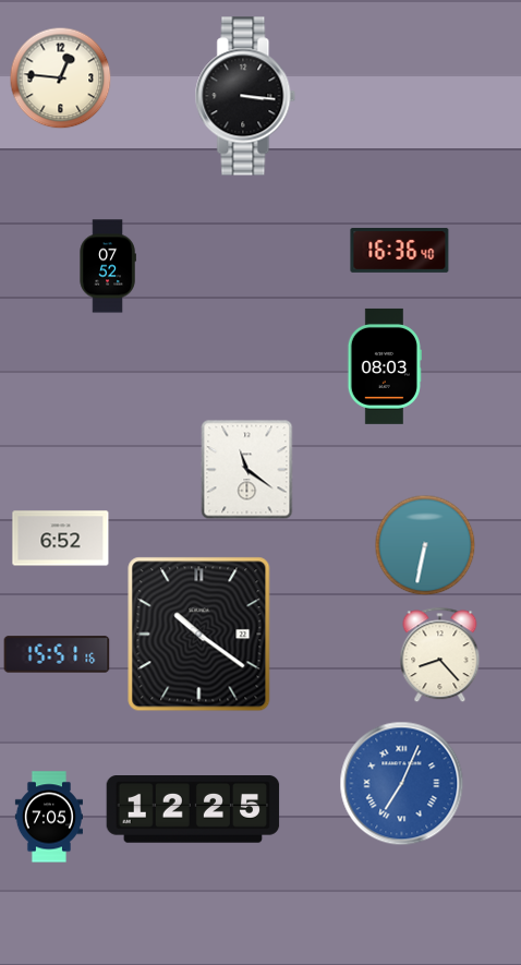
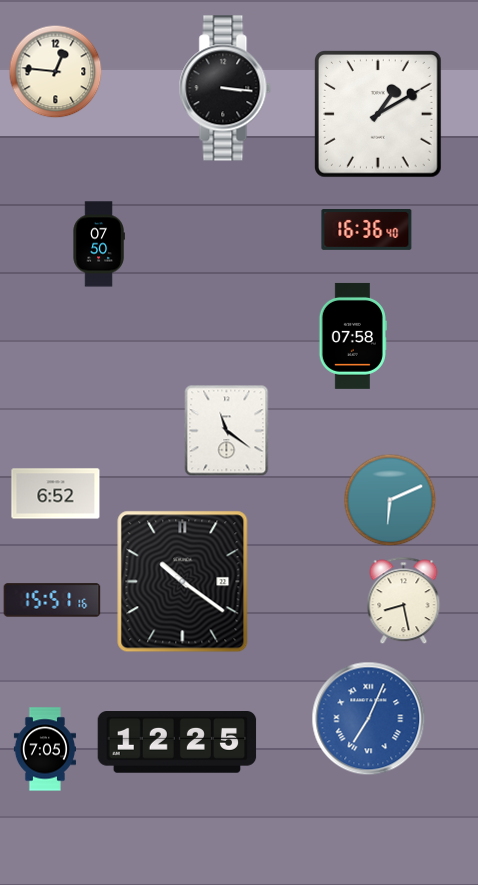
clock at (379, 115): none -> 1:10
clock at (108, 266): 07:52 -> 07:50
clock at (385, 366): 08:03 -> 07:58
clock at (425, 545): 6:32 -> 6:11
clock at (440, 655): 8:23 -> 8:28
